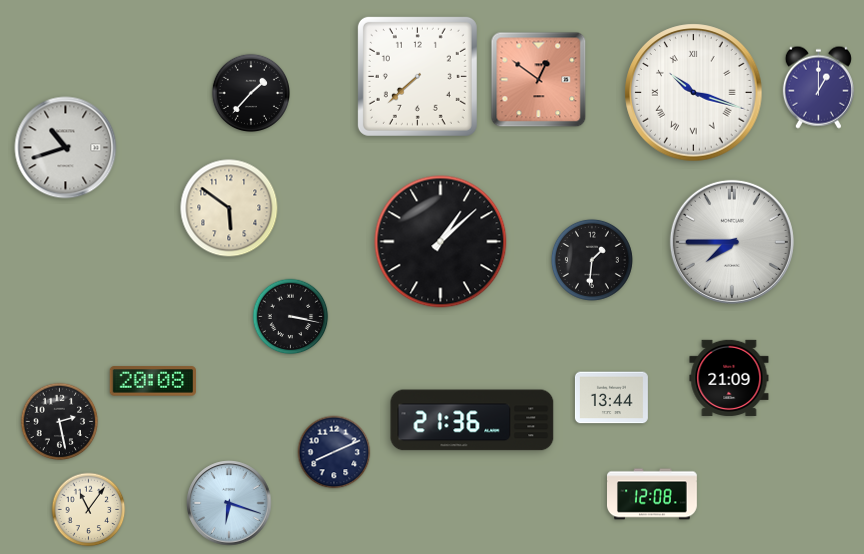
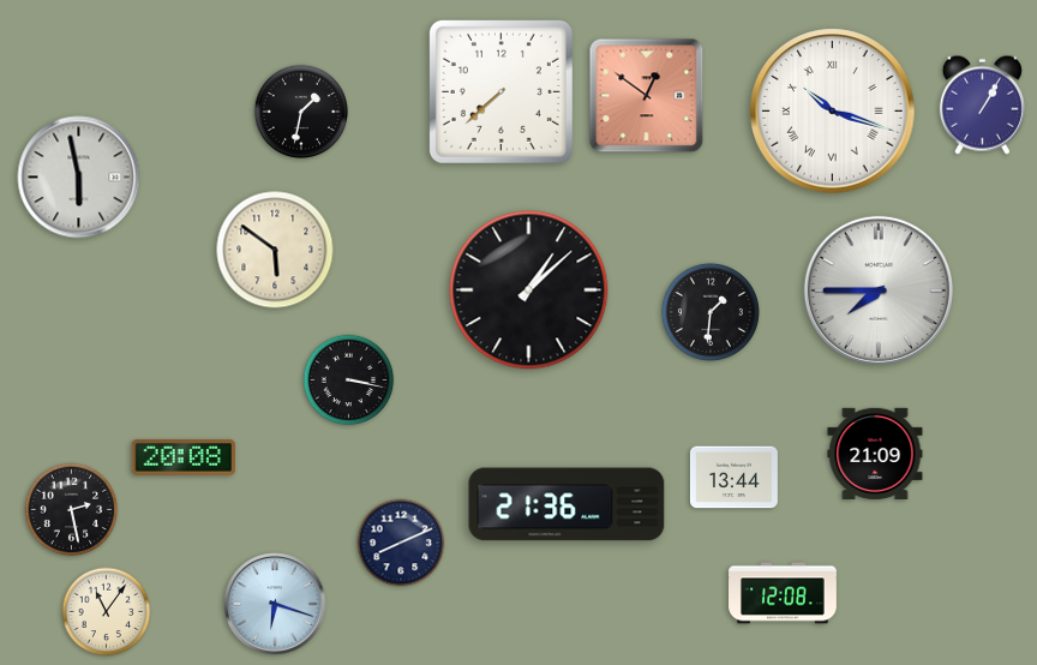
clock at (818, 87): 1:00 -> 1:05
clock at (250, 92): 1:37 -> 1:32
clock at (66, 148): 10:42 -> 5:58
clock at (60, 422) position: (60, 422) -> (72, 510)
